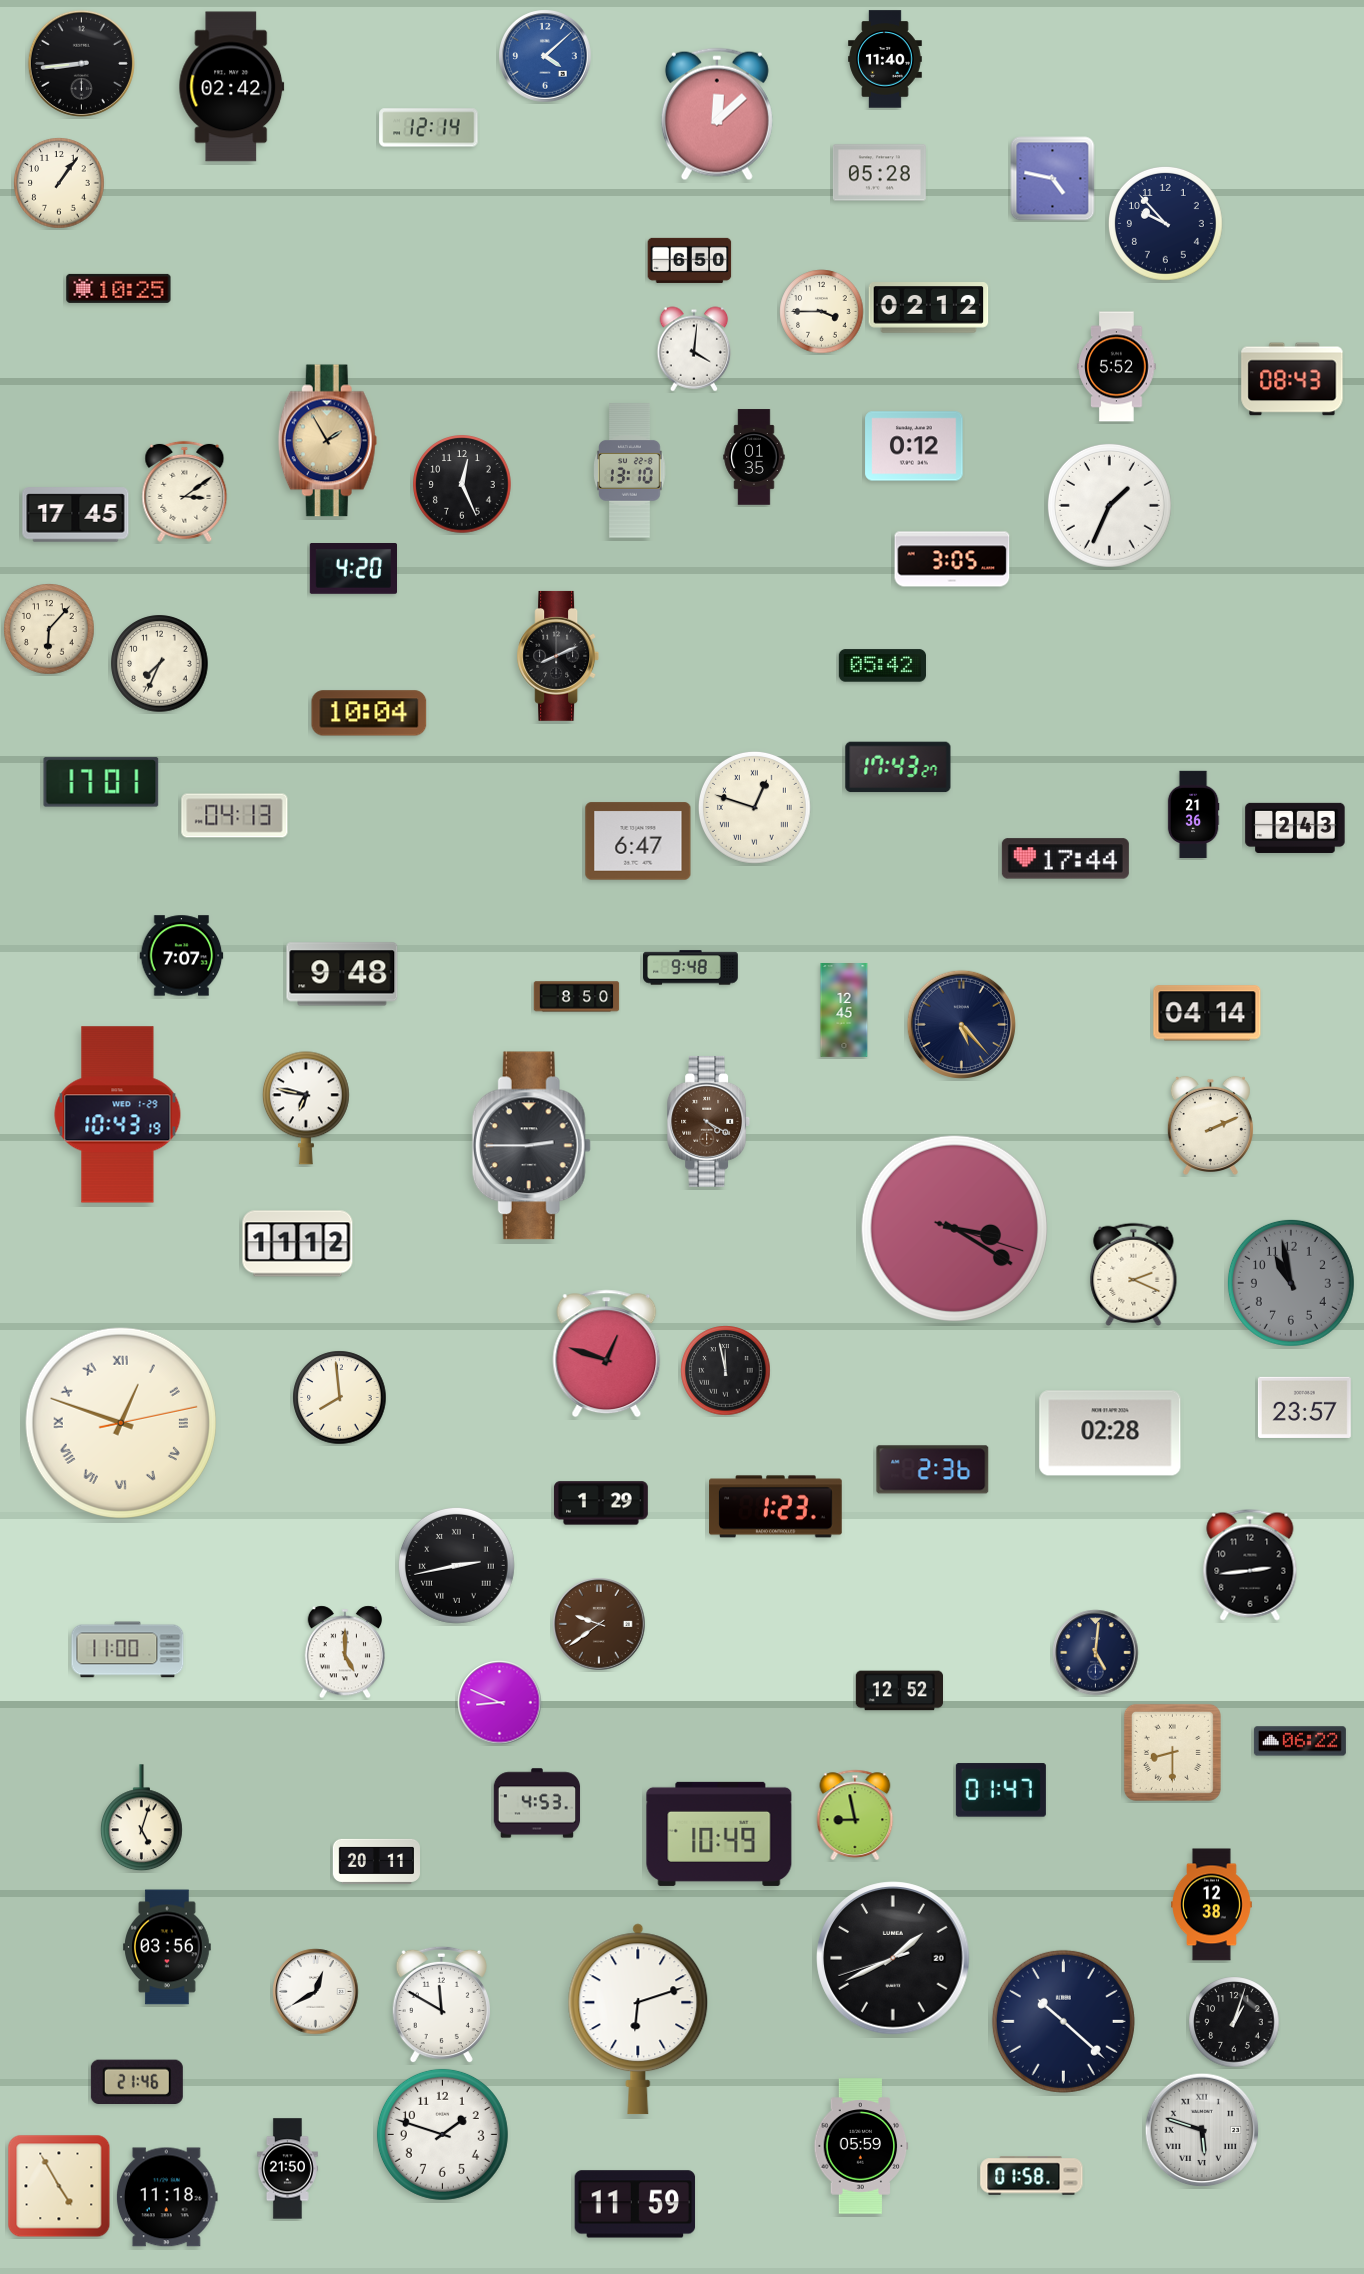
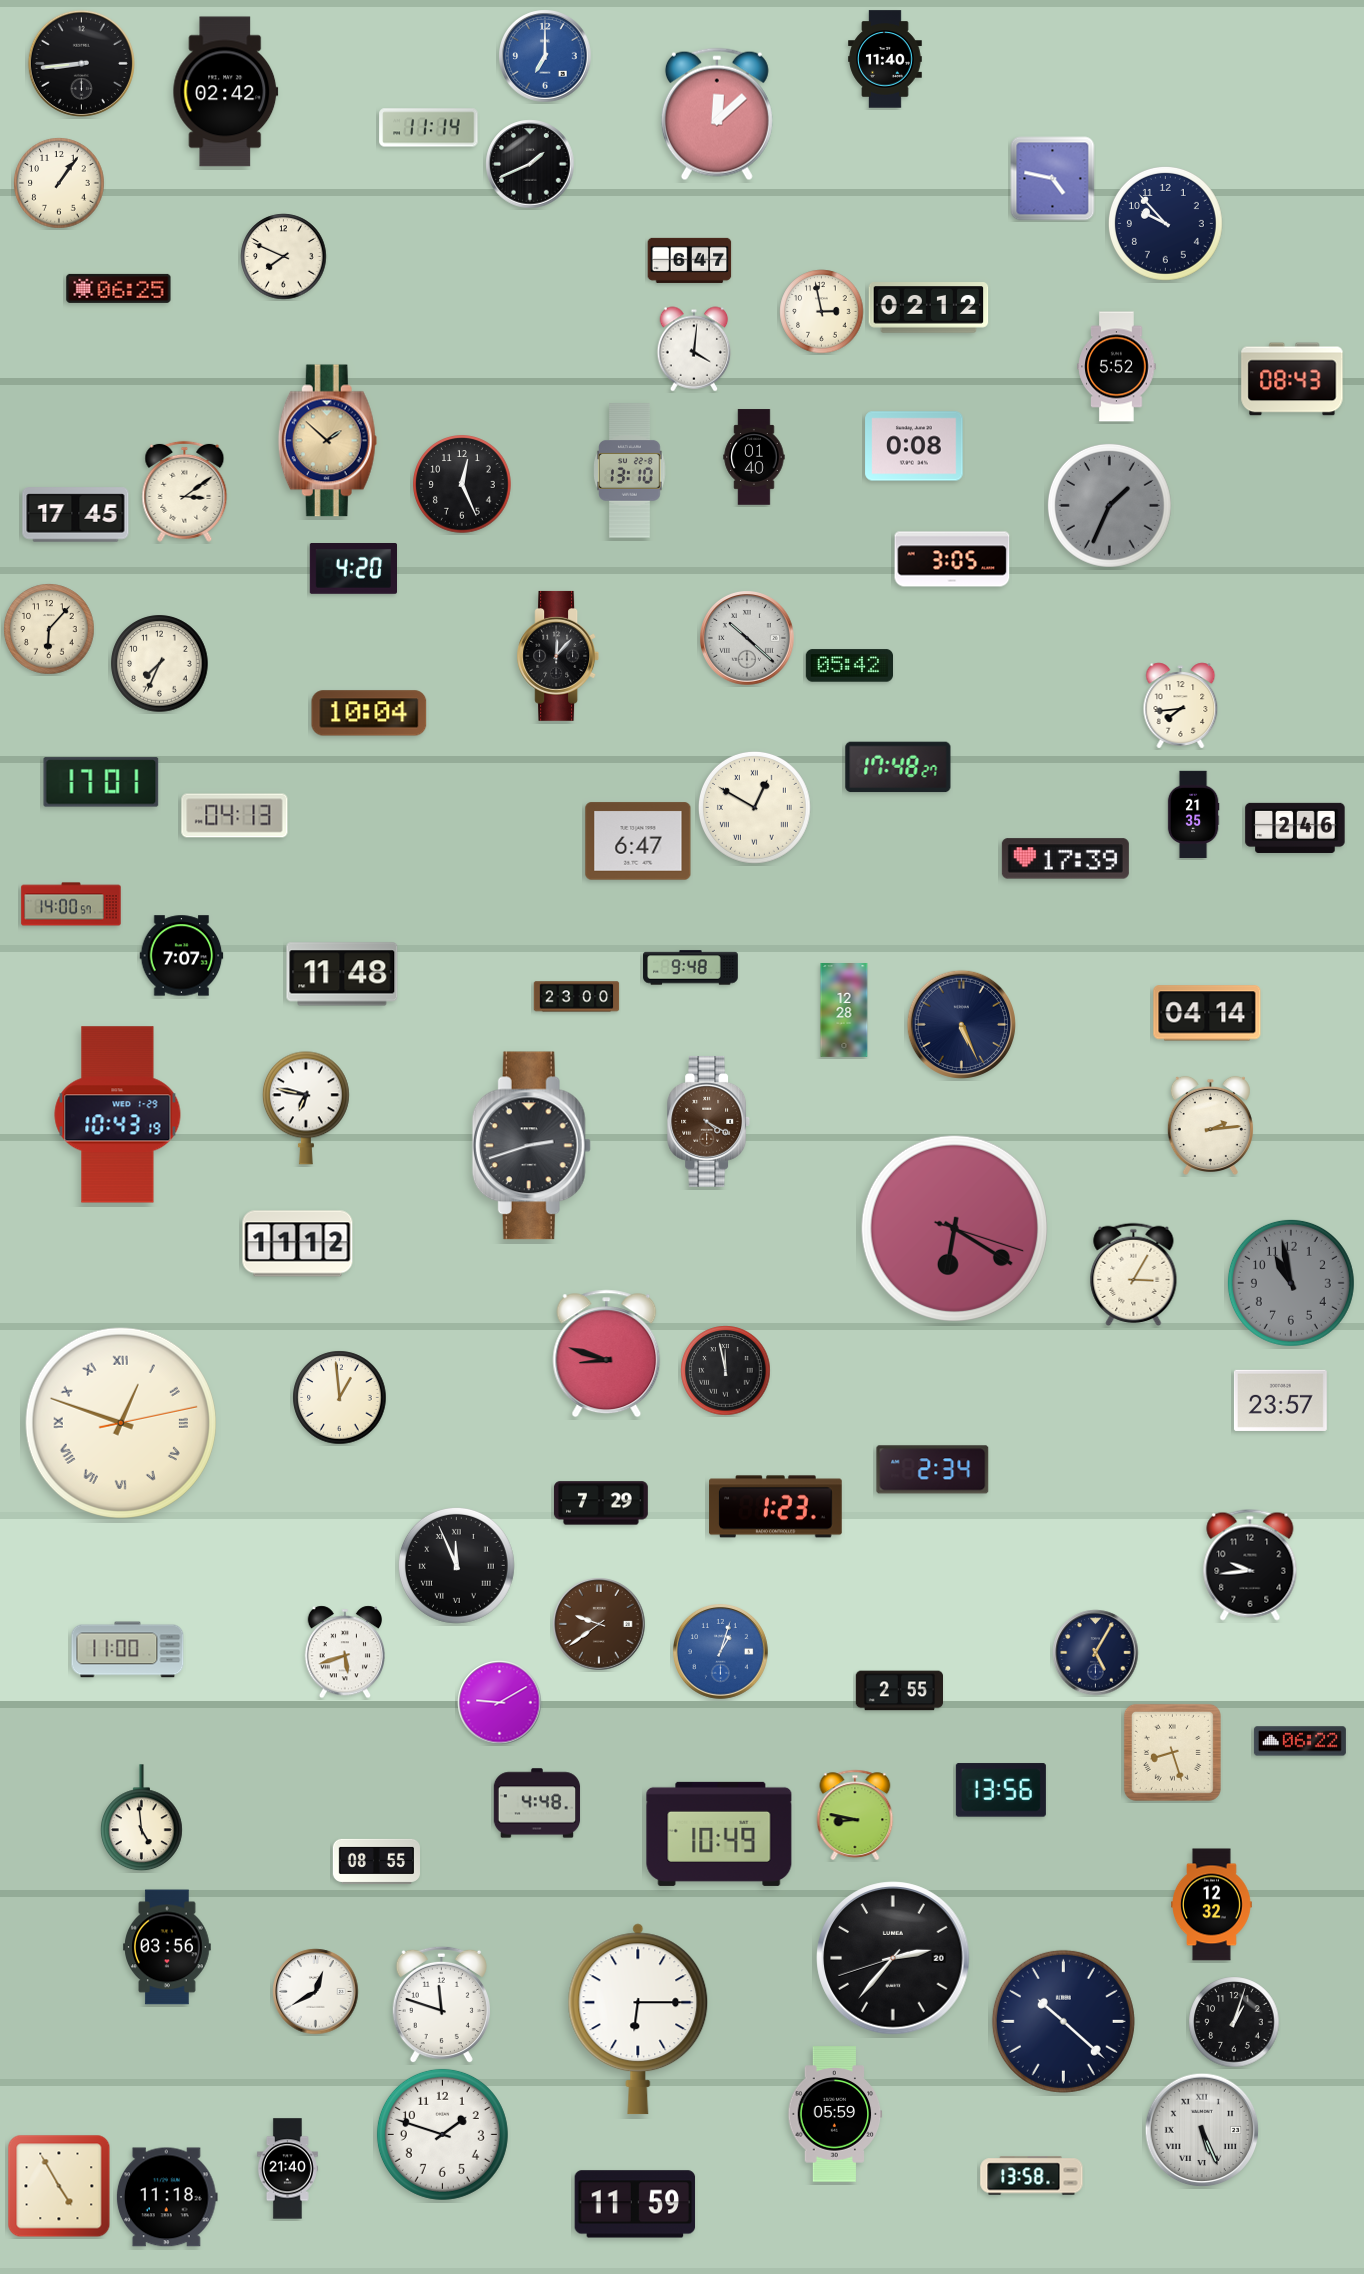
clock at (545, 56): 4:08 -> 7:00
clock at (232, 87) position: (232, 87) -> (226, 92)
clock at (429, 128): 12:14 -> 11:14
clock at (530, 164): none -> 1:41
clock at (879, 173): 05:28 -> none
clock at (284, 257): none -> 7:49
clock at (690, 260): 6:50 -> 6:47
clock at (119, 288): 10:25 -> 06:25
clock at (822, 312): 3:45 -> 2:58
clock at (327, 441): 1:55 -> 1:52
clock at (914, 446): 0:12 -> 0:08
clock at (754, 457): 01:35 -> 01:40
clock at (1109, 505) dial: white -> grey
clock at (748, 639): none -> 10:22
clock at (558, 656): 8:11 -> 12:07
clock at (882, 666) position: (882, 666) -> (849, 666)
clock at (1181, 706): none -> 7:44
clock at (898, 767): 17:43 -> 17:48
clock at (754, 807): 12:48 -> 12:50
clock at (1193, 815): 21:36 -> 21:35
clock at (1295, 828): 2:43 -> 2:46
clock at (1065, 859): 17:44 -> 17:39
clock at (71, 904): none -> 14:00
clock at (342, 974): 9:48 -> 11:48
clock at (577, 997): 8:50 -> 23:00
clock at (844, 1011): 12:45 -> 12:28
clock at (961, 1024): 5:23 -> 5:26
clock at (1210, 1125): 2:11 -> 2:14
clock at (531, 1146): 2:45 -> 2:42
clock at (954, 1228): 3:20 -> 6:20
clock at (1134, 1274): 2:19 -> 3:05
clock at (607, 1354): 12:48 -> 8:48
clock at (340, 1398): 7:59 -> 12:59
clock at (1304, 1407) position: (1304, 1407) -> (1280, 1400)
clock at (1110, 1433): 02:28 -> none
clock at (933, 1470): 2:36 -> 2:34
clock at (601, 1503): 1:29 -> 7:29
clock at (456, 1565): 2:43 -> 11:56
clock at (1250, 1565): 2:44 -> 9:44
clock at (344, 1652): 5:00 -> 5:42
clock at (721, 1652): none -> 1:03
clock at (1096, 1653): 5:01 -> 5:05
clock at (899, 1691): 12:52 -> 2:55
clock at (500, 1703): 8:49 -> 9:10
clock at (1172, 1752): 8:30 -> 8:27
clock at (1001, 1790): 01:47 -> 13:56
clock at (537, 1803): 4:53 -> 4:48
clock at (855, 1814): 8:58 -> 8:47
clock at (141, 1818): 5:03 -> 4:59
clock at (377, 1861): 20:11 -> 08:55
clock at (1212, 1905): 12:38 -> 12:32
clock at (893, 1958): 1:40 -> 2:36
clock at (441, 2005): 11:50 -> 11:48
clock at (638, 2019): 6:12 -> 6:15
clock at (137, 2082): 21:46 -> none
clock at (1202, 2130): 5:48 -> 5:26
clock at (861, 2146) position: (861, 2146) -> (835, 2114)
clock at (287, 2169): 21:50 -> 21:40
clock at (1032, 2176): 01:58 -> 13:58
